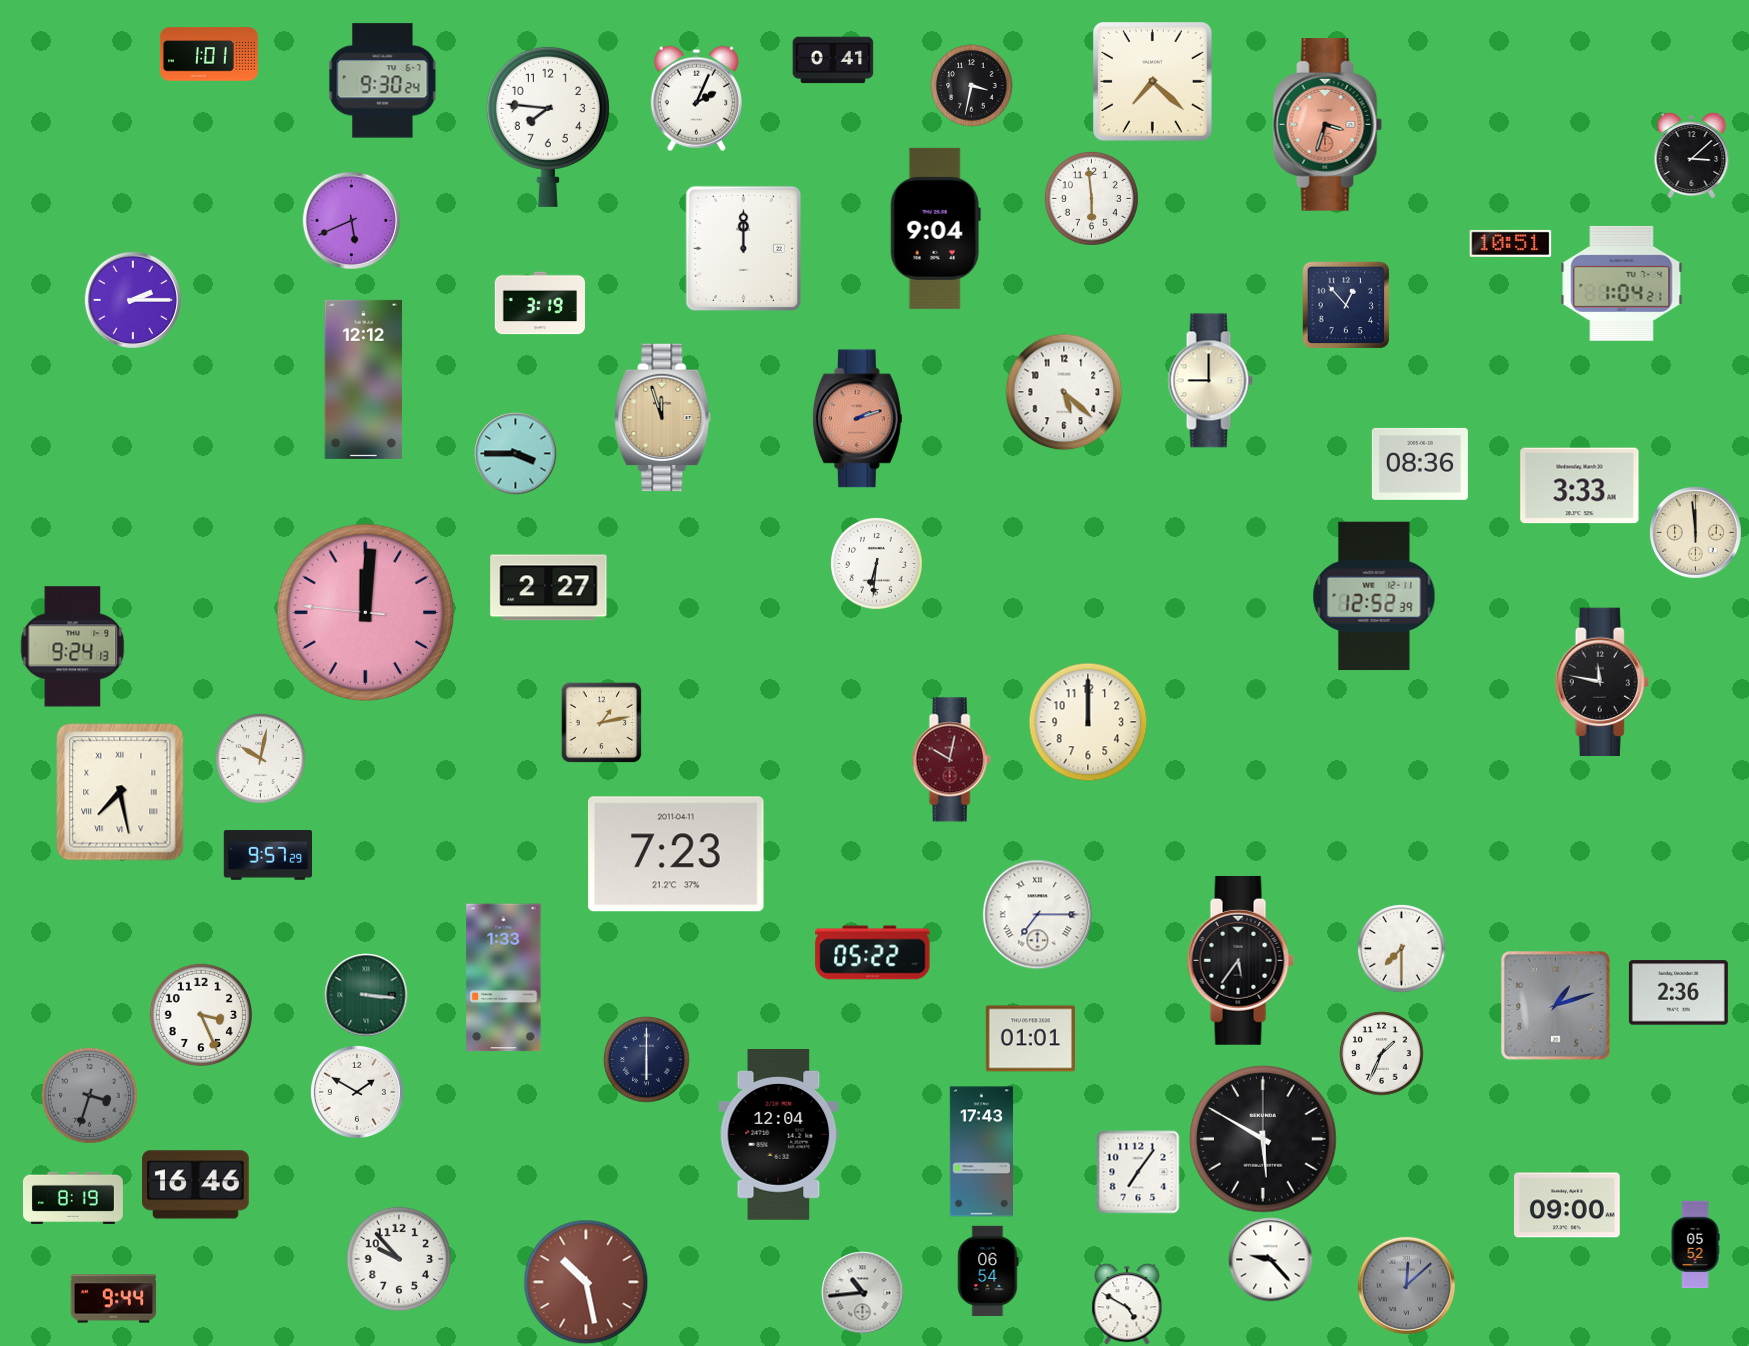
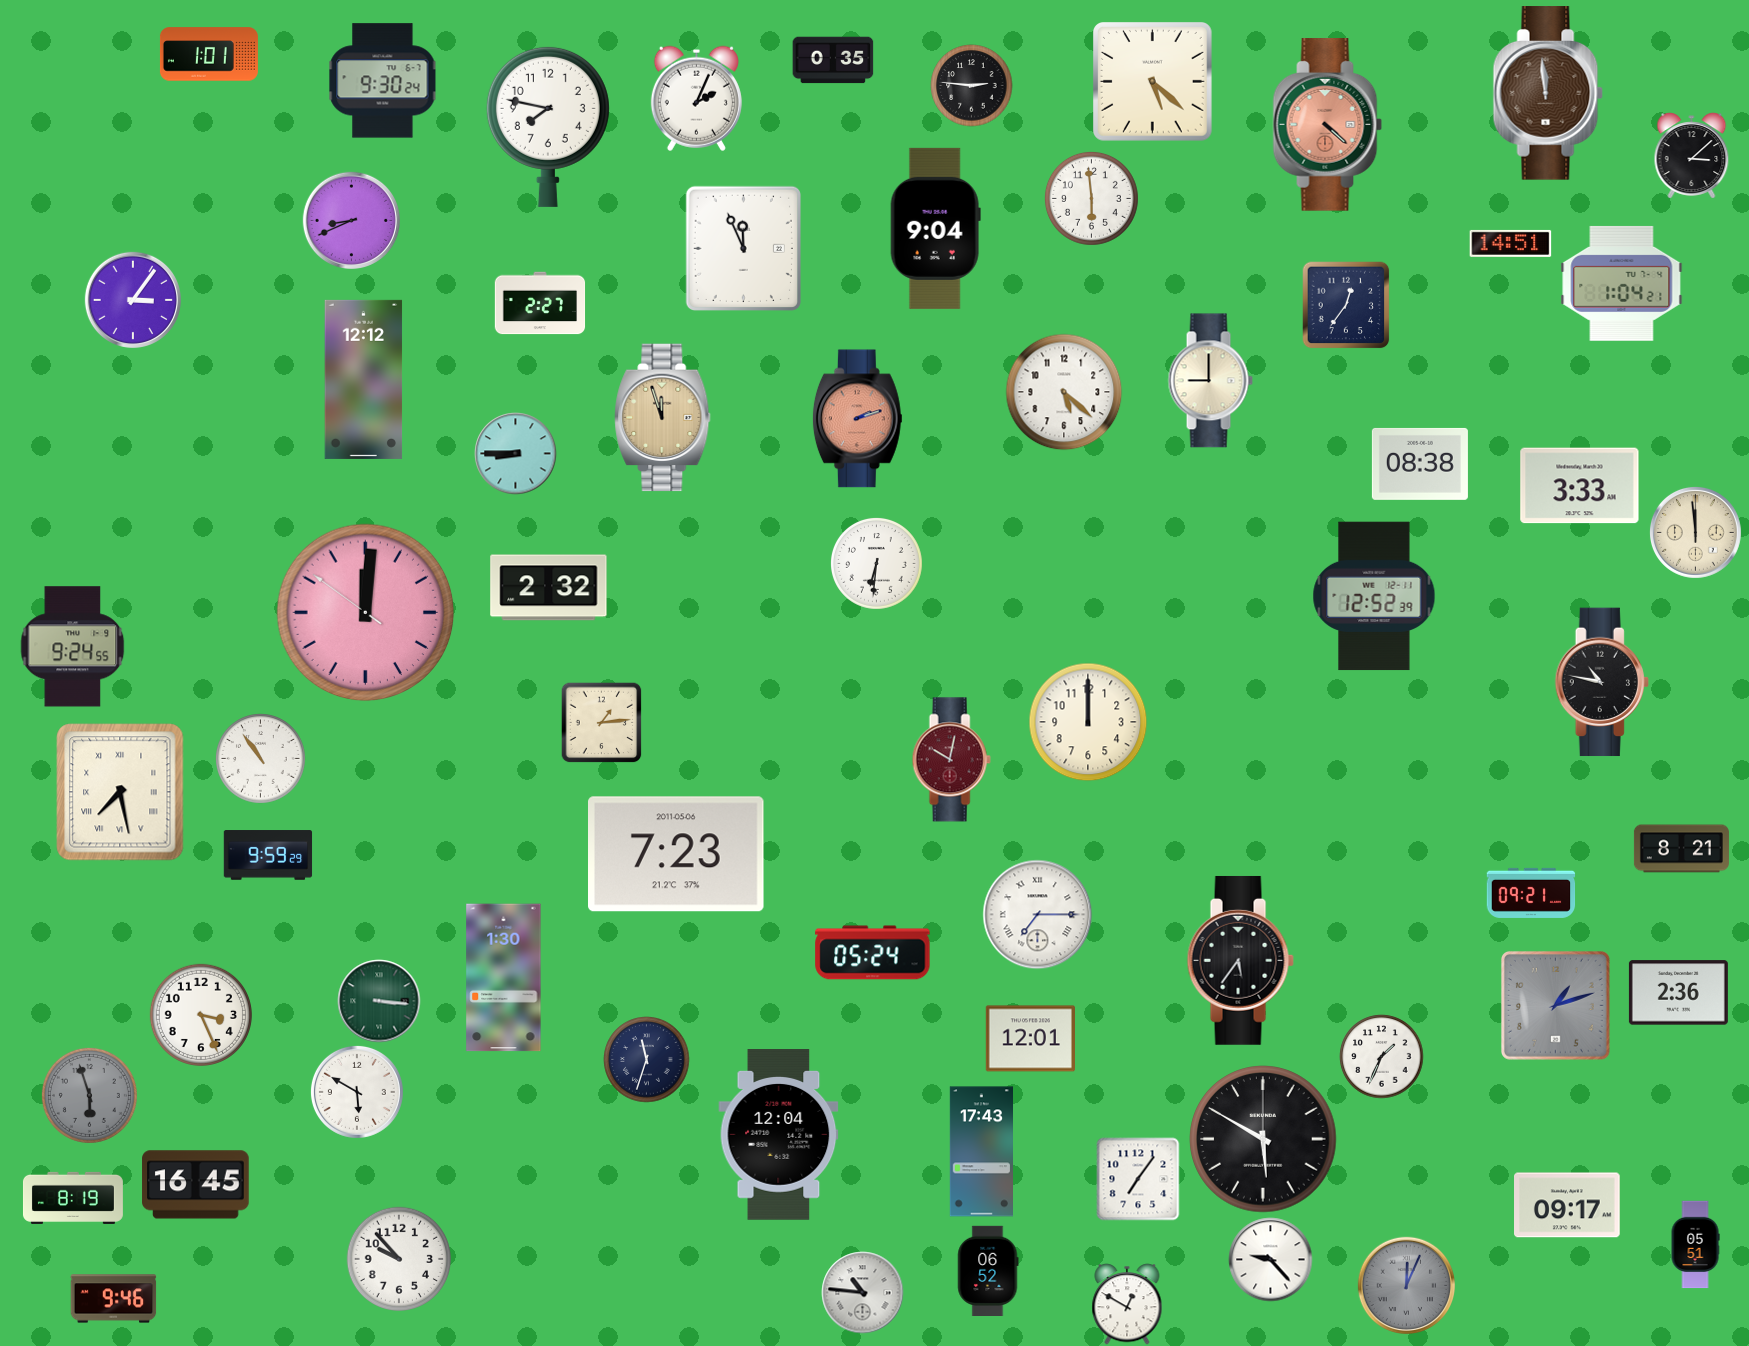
clock at (833, 60): 0:41 -> 0:35
clock at (1153, 82): 7:22 -> 5:22
clock at (971, 85): 3:32 -> 2:46
clock at (1548, 93): none -> 11:59
clock at (1328, 125): 3:33 -> 4:22
clock at (548, 126): 7:46 -> 7:47
clock at (351, 220): 5:41 -> 8:41
clock at (1510, 243): 10:51 -> 14:51
clock at (743, 248): 12:00 -> 11:56
clock at (133, 300): 2:15 -> 3:06
clock at (540, 303): 3:19 -> 2:27
clock at (1346, 305): 12:53 -> 12:36
clock at (515, 453): 3:45 -> 8:45
clock at (1420, 464): 08:36 -> 08:38
clock at (549, 588): 2:27 -> 2:32
clock at (366, 613): 12:00:46 -> 12:00:51
clock at (73, 647): 9:24:13 -> 9:24:55
clock at (1602, 682): 11:47 -> 10:47
clock at (601, 722): 1:13 -> 1:14
clock at (261, 759): 10:02 -> 10:54
clock at (1681, 849): none -> 8:21
clock at (677, 854) date: 2011-04-11 -> 2011-05-06
clock at (268, 855): 9:57 -> 9:59
clock at (1531, 893): none -> 09:21
clock at (1401, 948): 7:30 -> none
clock at (873, 953): 05:22 -> 05:24
clock at (504, 978): 1:33 -> 1:30
clock at (366, 995) position: (366, 995) -> (379, 1001)
clock at (1030, 1039): 01:01 -> 12:01
clock at (1381, 1053) position: (1381, 1053) -> (1381, 1056)
clock at (646, 1059): 6:00 -> 11:33
clock at (357, 1092): 1:50 -> 5:50
clock at (89, 1095): 3:33 -> 5:57
clock at (1138, 1172) position: (1138, 1172) -> (1138, 1179)
clock at (196, 1185): 16:46 -> 16:45
clock at (1567, 1205): 09:00 -> 09:17
clock at (1695, 1244): 05:52 -> 05:51
clock at (988, 1270): 06:54 -> 06:52
clock at (586, 1282): 10:28 -> none
clock at (1406, 1285): 12:08 -> 12:04
clock at (862, 1292): 10:44 -> 10:46
clock at (113, 1299): 9:44 -> 9:46
clock at (1127, 1304): 4:50 -> 12:50
